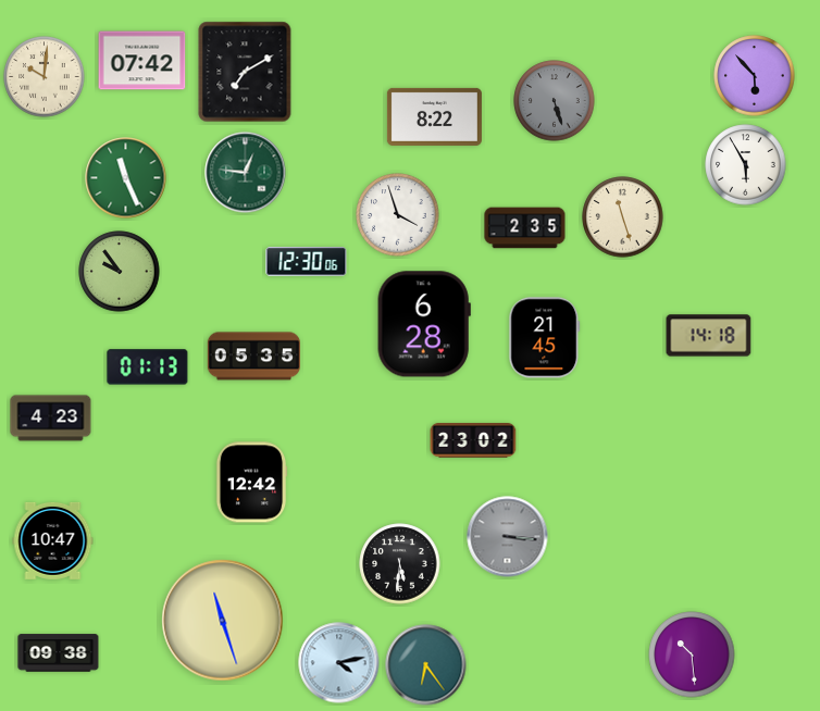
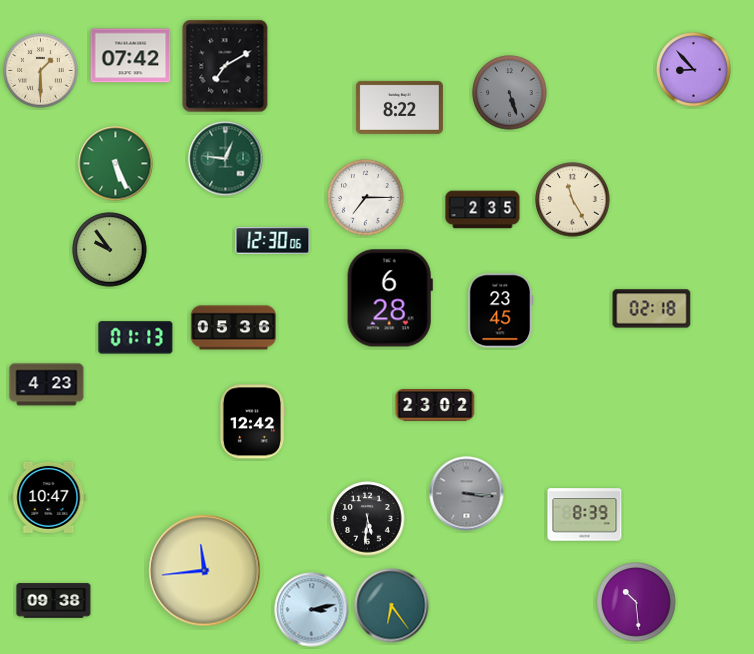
clock at (755, 76): 5:53 -> 8:53
clock at (45, 77): 10:01 -> 1:30
clock at (746, 165): 5:55 -> none
clock at (126, 178): 11:26 -> 5:26
clock at (398, 215): 3:57 -> 7:15
clock at (623, 217): 11:27 -> 11:25
clock at (307, 262) position: (307, 262) -> (273, 241)
clock at (709, 336): 14:18 -> 02:18
clock at (545, 338): 21:45 -> 23:45
clock at (253, 357): 05:35 -> 05:36
clock at (251, 483) position: (251, 483) -> (252, 422)
clock at (585, 515): none -> 8:39
clock at (223, 621): 11:27 -> 11:44
clock at (339, 663): 4:13 -> 3:13
clock at (426, 665) position: (426, 665) -> (392, 606)
